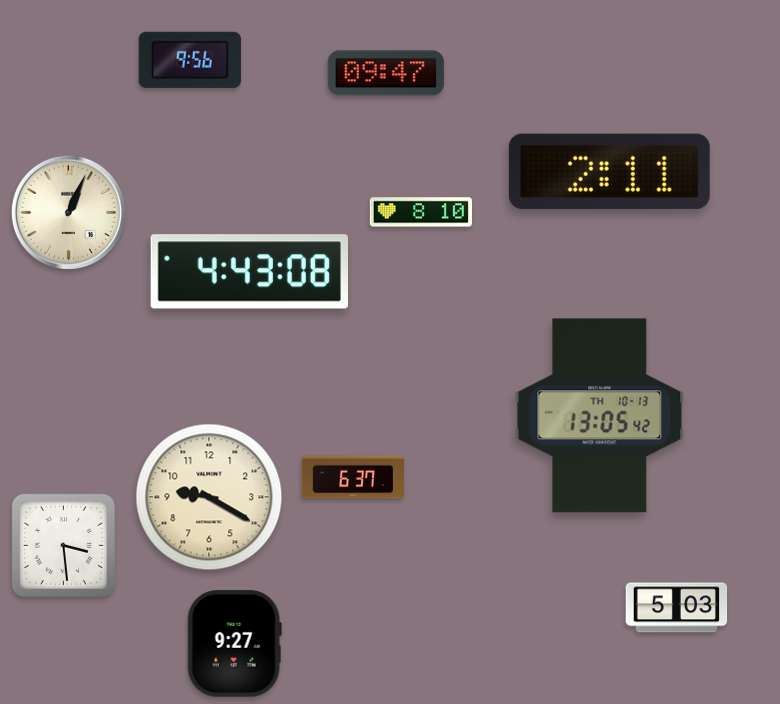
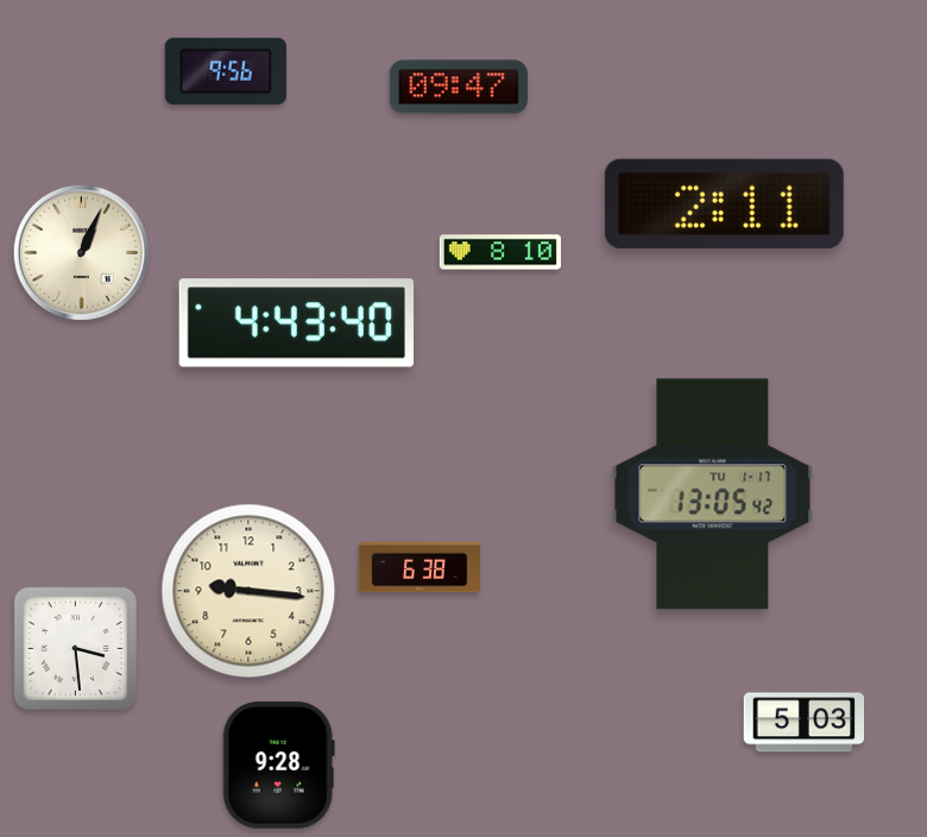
clock at (249, 272): 4:43:08 -> 4:43:40
clock at (600, 416) date: TH 10-13 -> TU 1-17
clock at (352, 477): 6:37 -> 6:38
clock at (209, 497): 9:20 -> 9:16
clock at (234, 644): 9:27 -> 9:28
